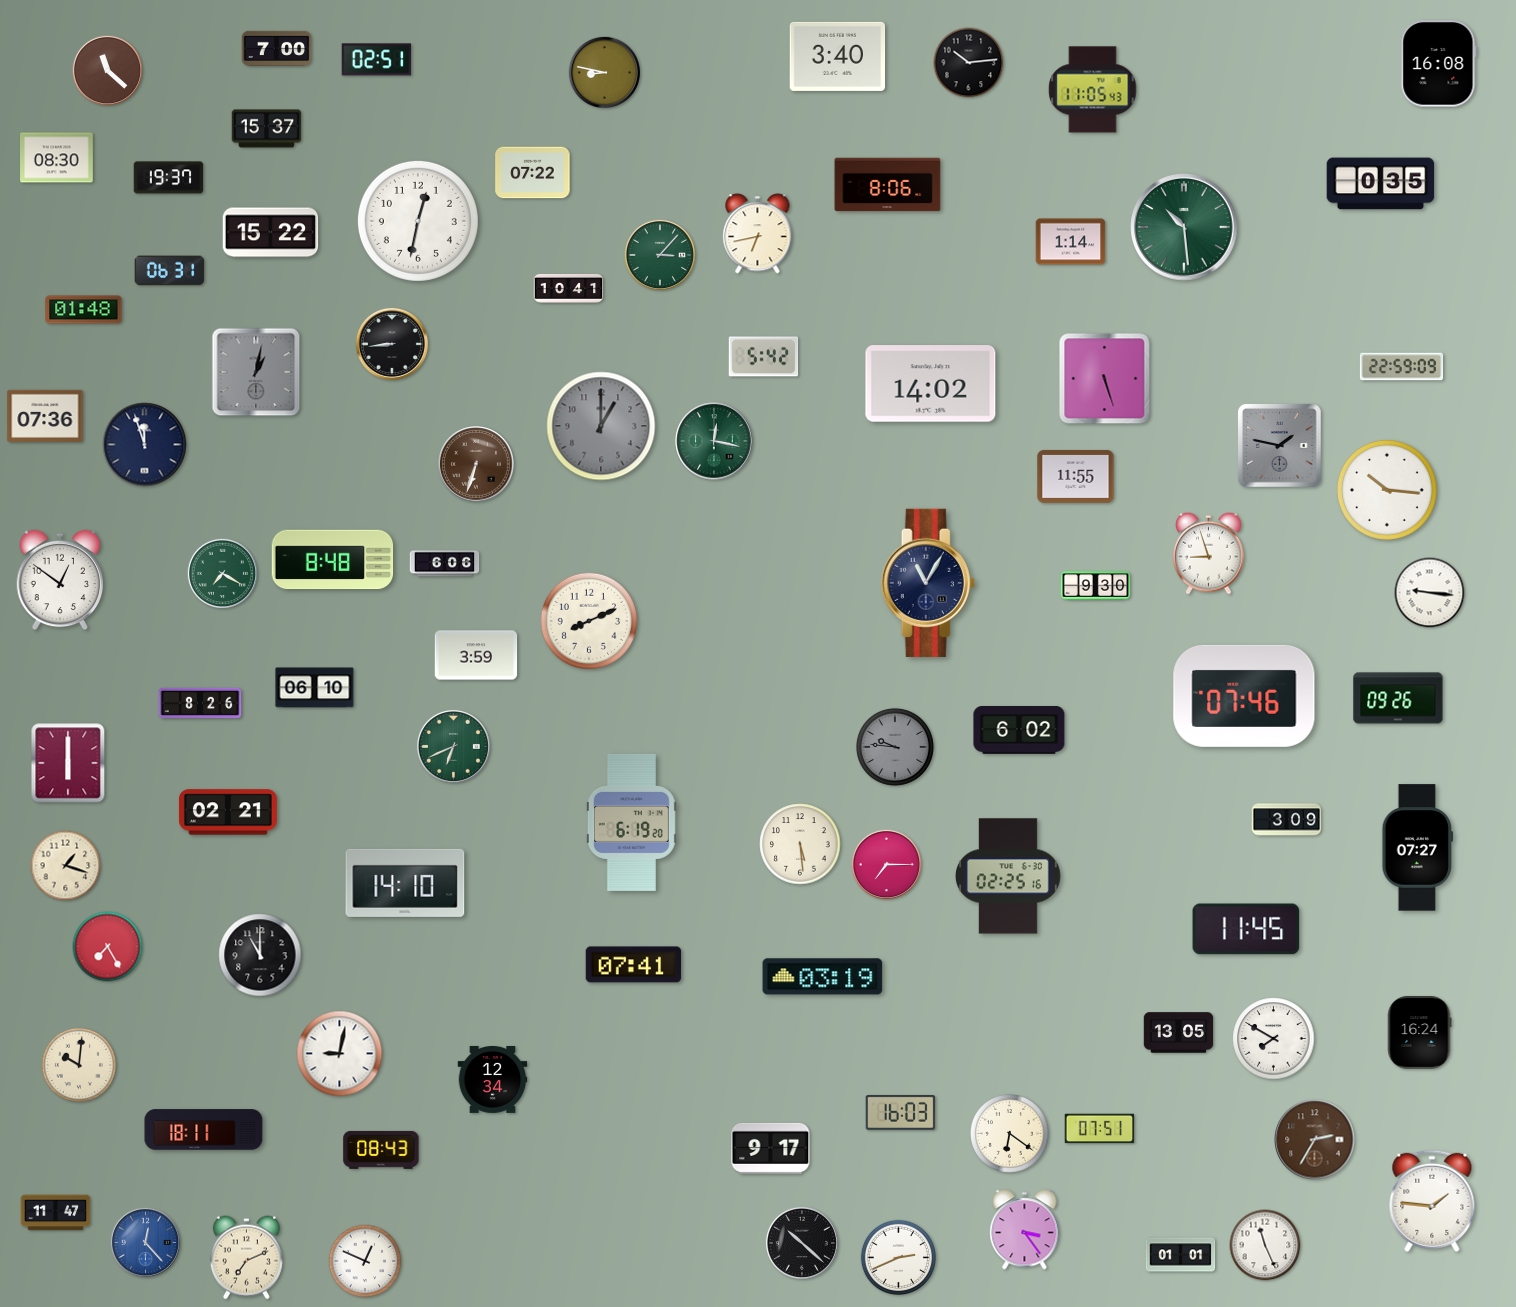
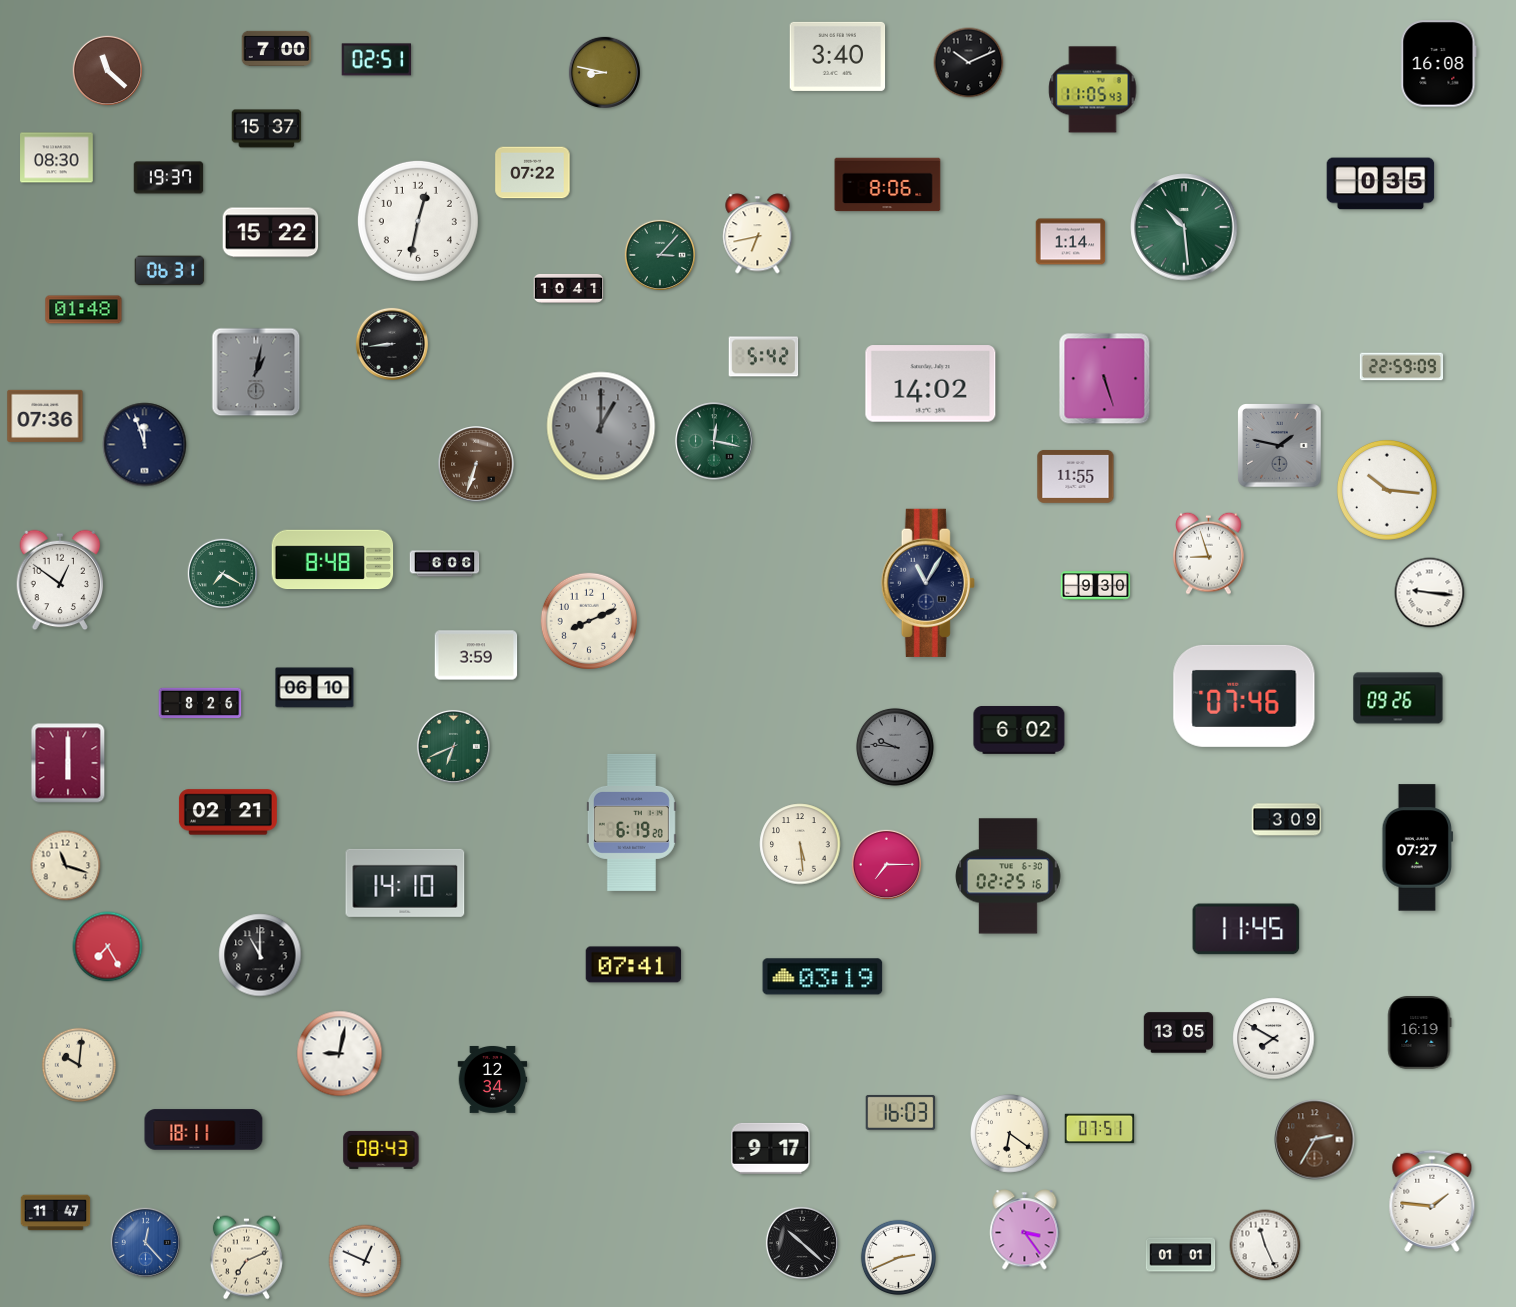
clock at (969, 63): 10:14 -> 10:11
clock at (66, 866): 1:18 -> 11:18
clock at (1420, 1033): 16:24 -> 16:19
